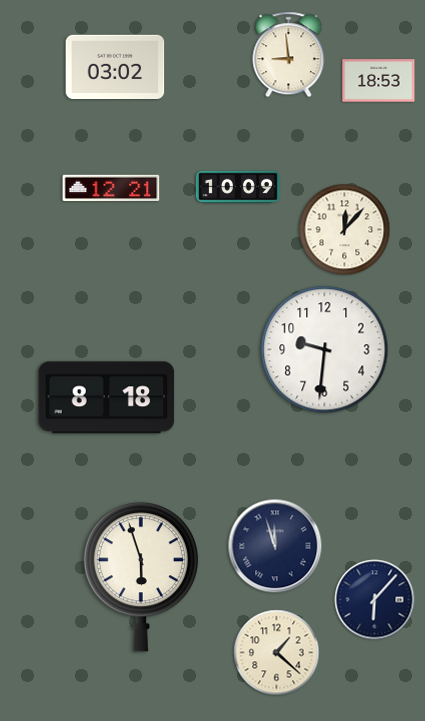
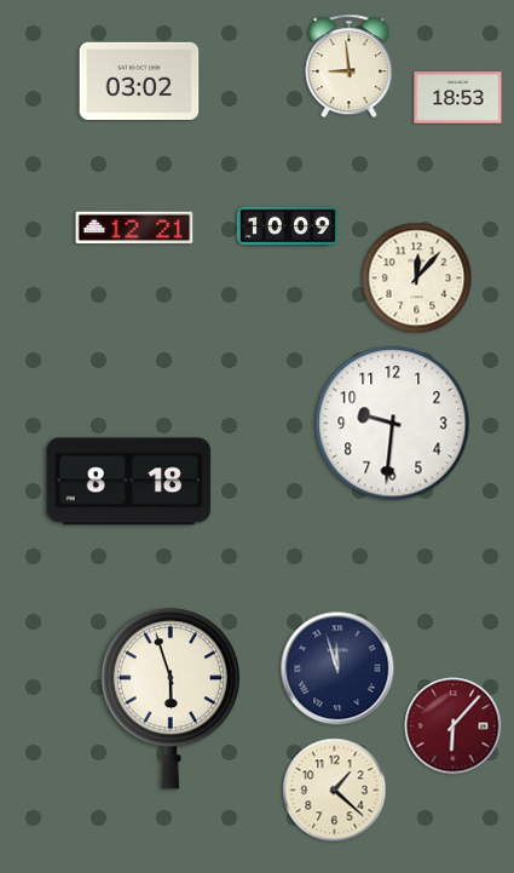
clock at (275, 546) position: (275, 546) -> (337, 668)
clock at (375, 600) dial: navy -> burgundy
